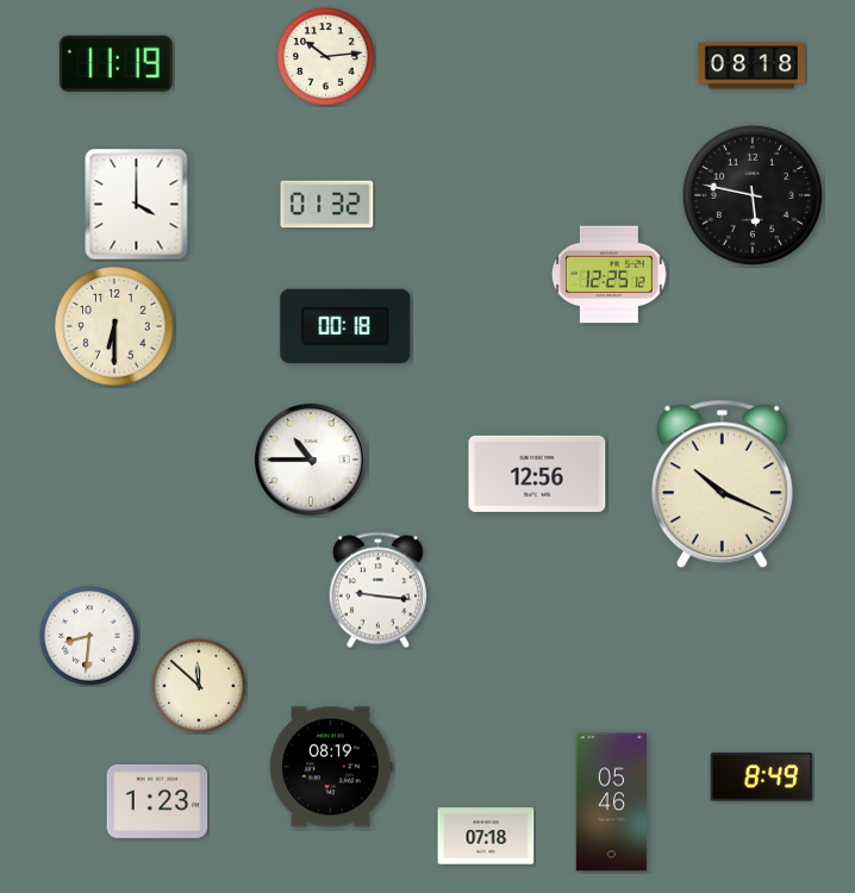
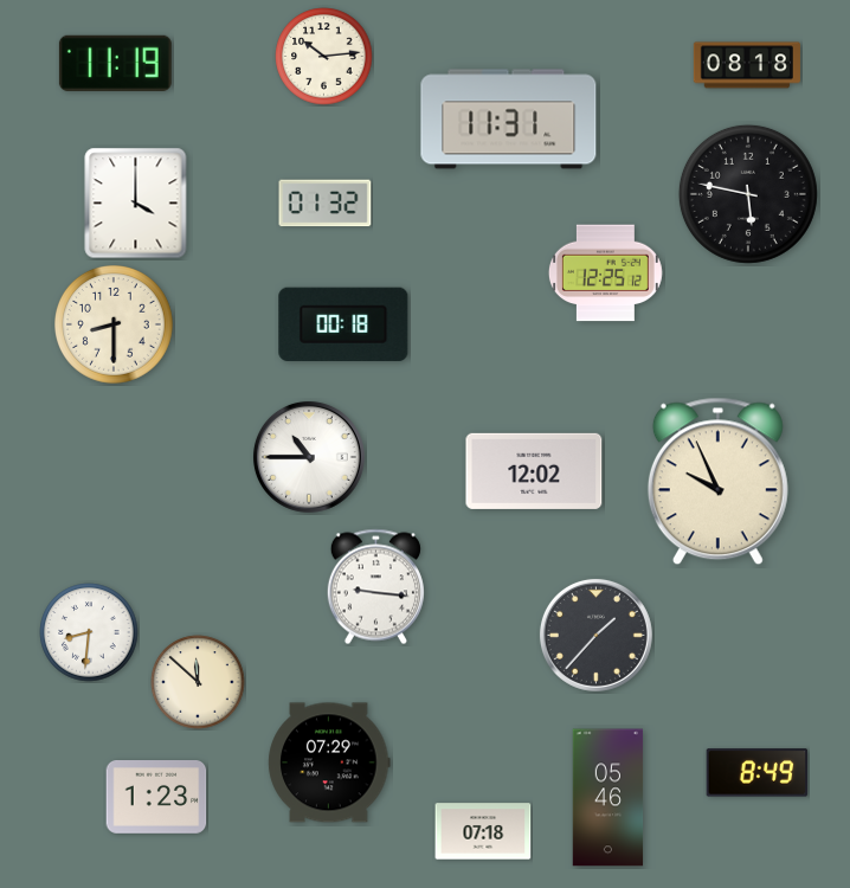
clock at (509, 120): none -> 11:31
clock at (116, 327): 6:30 -> 8:30
clock at (537, 474): 12:56 -> 12:02
clock at (722, 485): 10:19 -> 9:56
clock at (595, 635): none -> 1:37
clock at (331, 767): 08:19 -> 07:29
